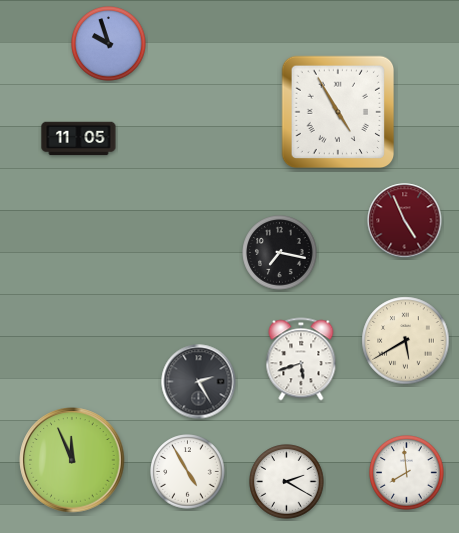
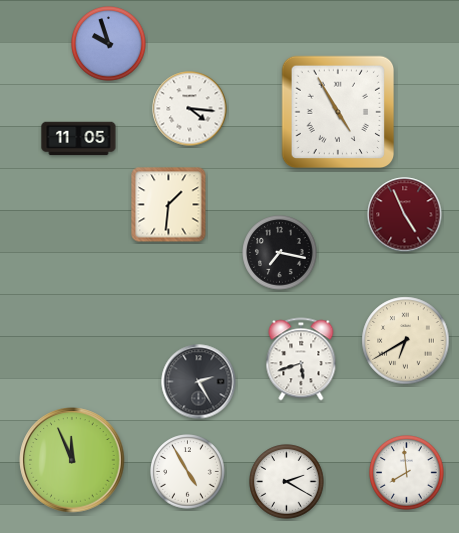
clock at (190, 109): none -> 4:16
clock at (169, 205): none -> 1:31
clock at (405, 221) position: (405, 221) -> (405, 215)
clock at (406, 341): 5:40 -> 6:40
